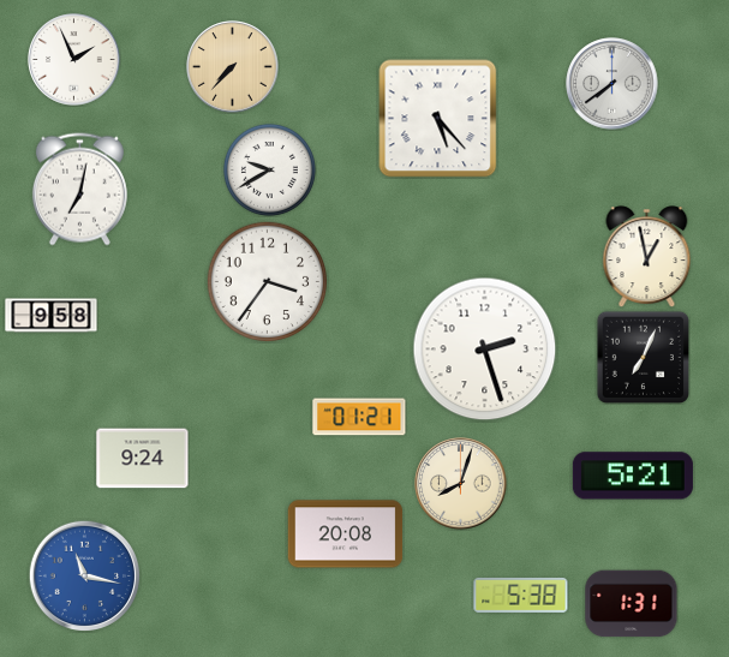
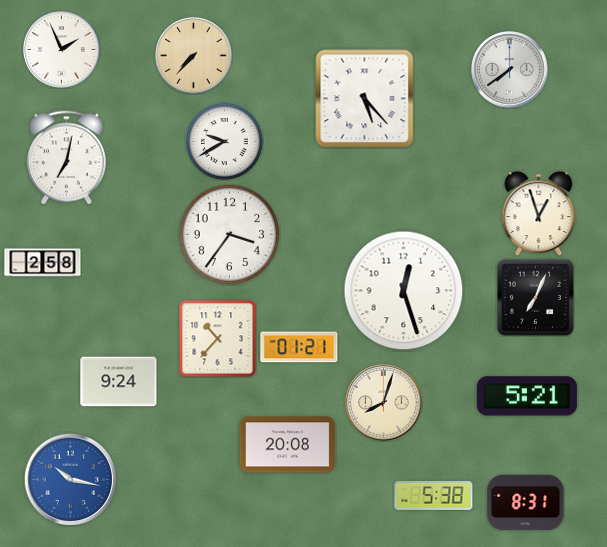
clock at (647, 256): 12:58 -> 12:57
clock at (268, 282) position: (268, 282) -> (230, 235)
clock at (52, 316): 9:58 -> 2:58
clock at (485, 350): 2:27 -> 12:27
clock at (217, 338): none -> 10:37
clock at (84, 575): 11:17 -> 10:17
clock at (632, 604): 1:31 -> 8:31
